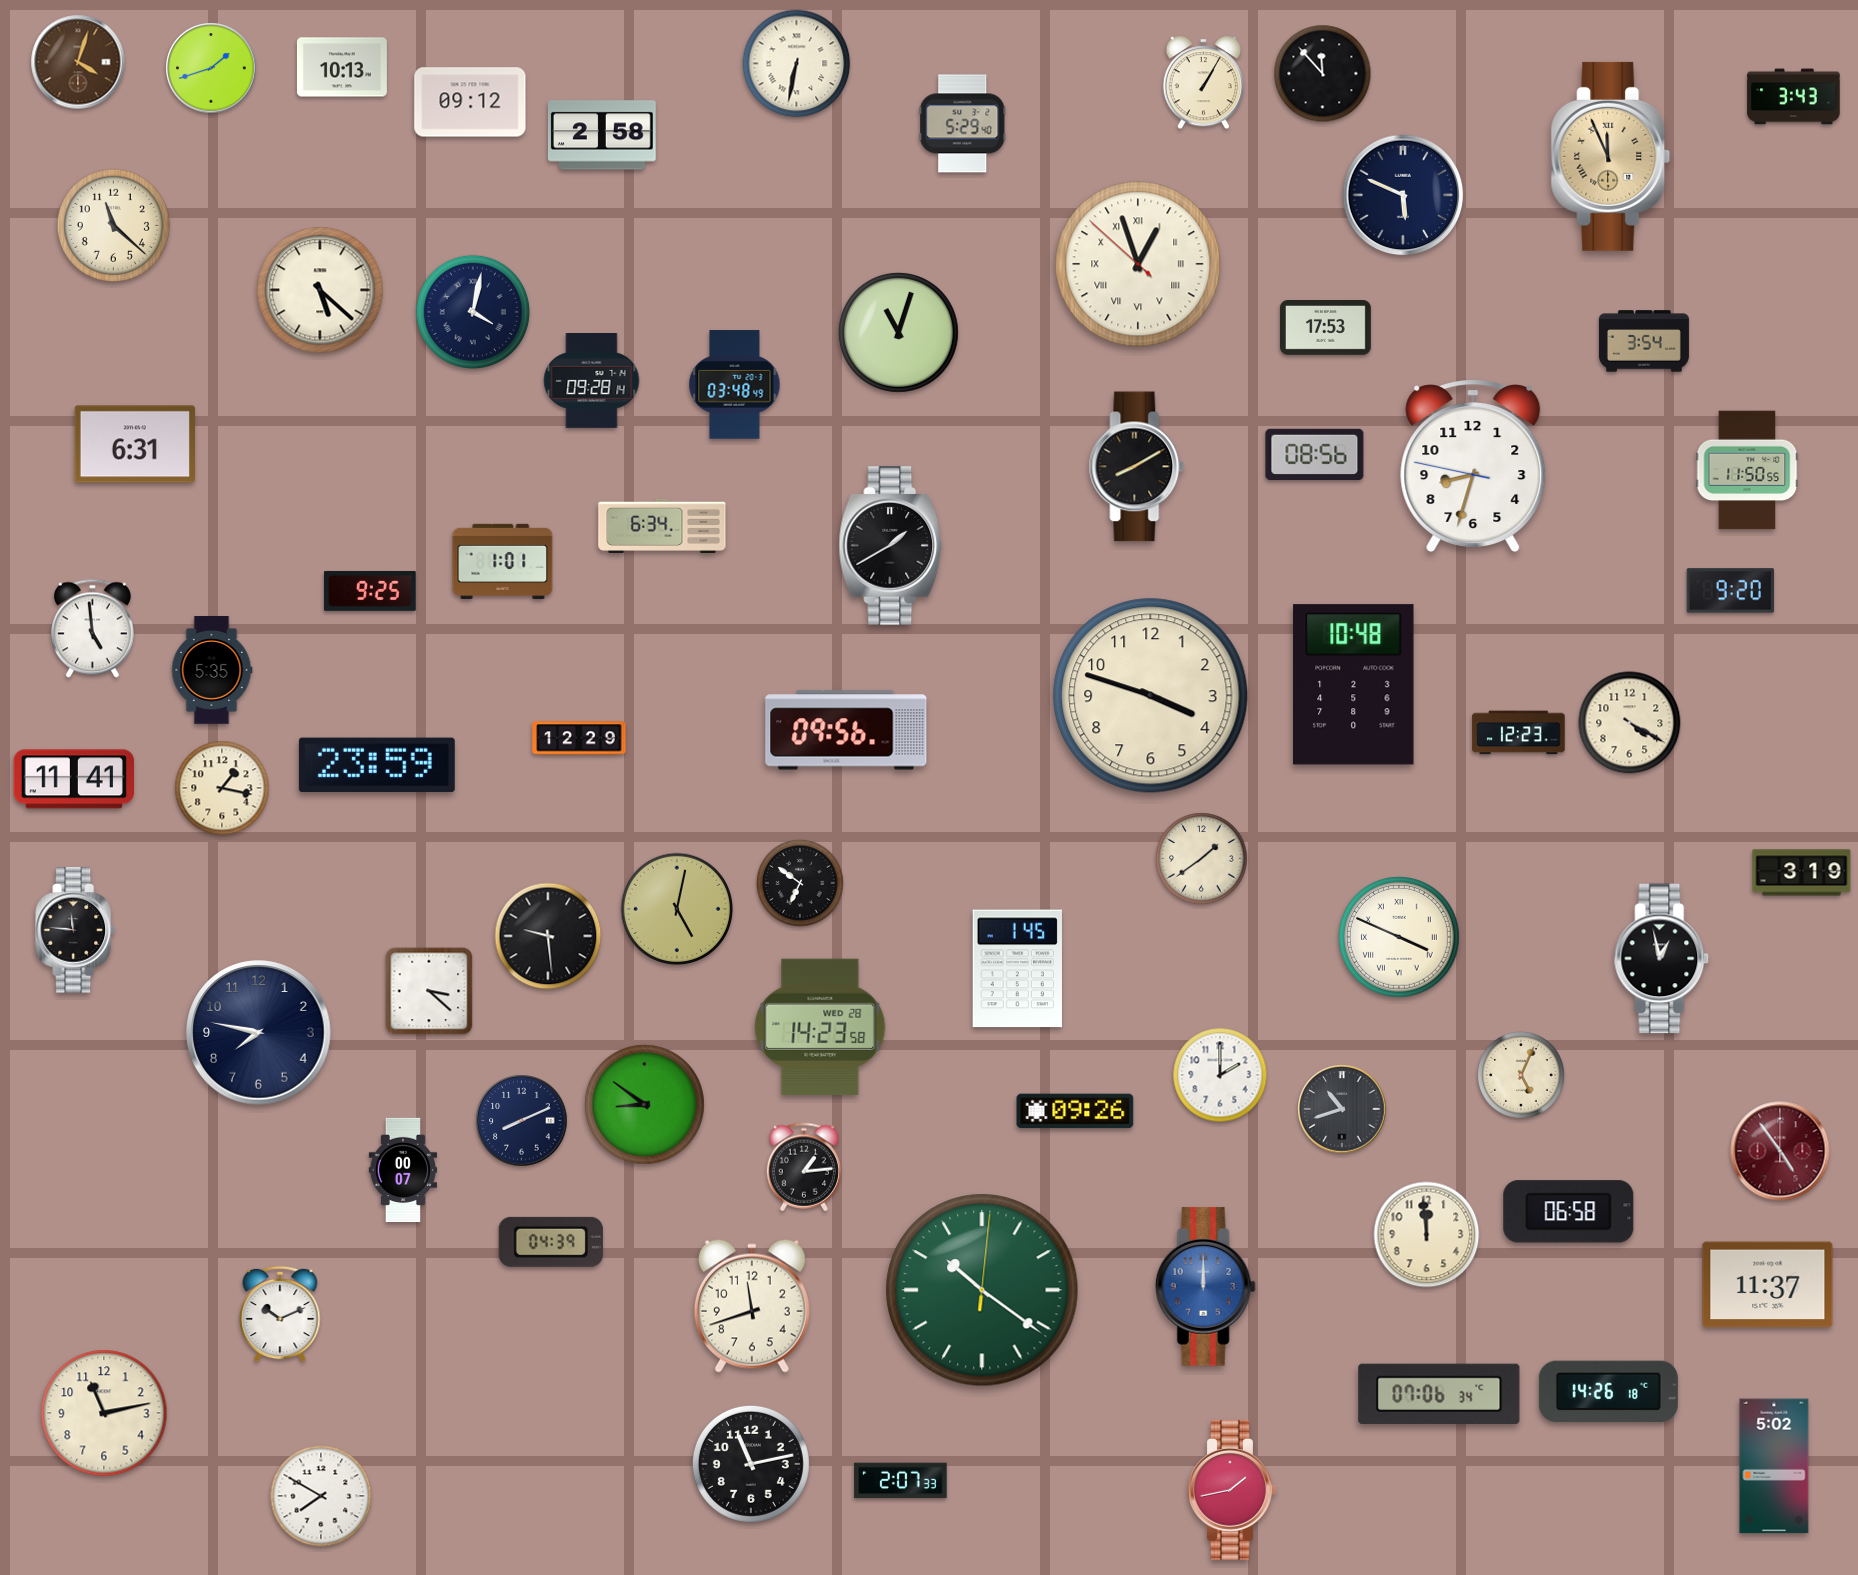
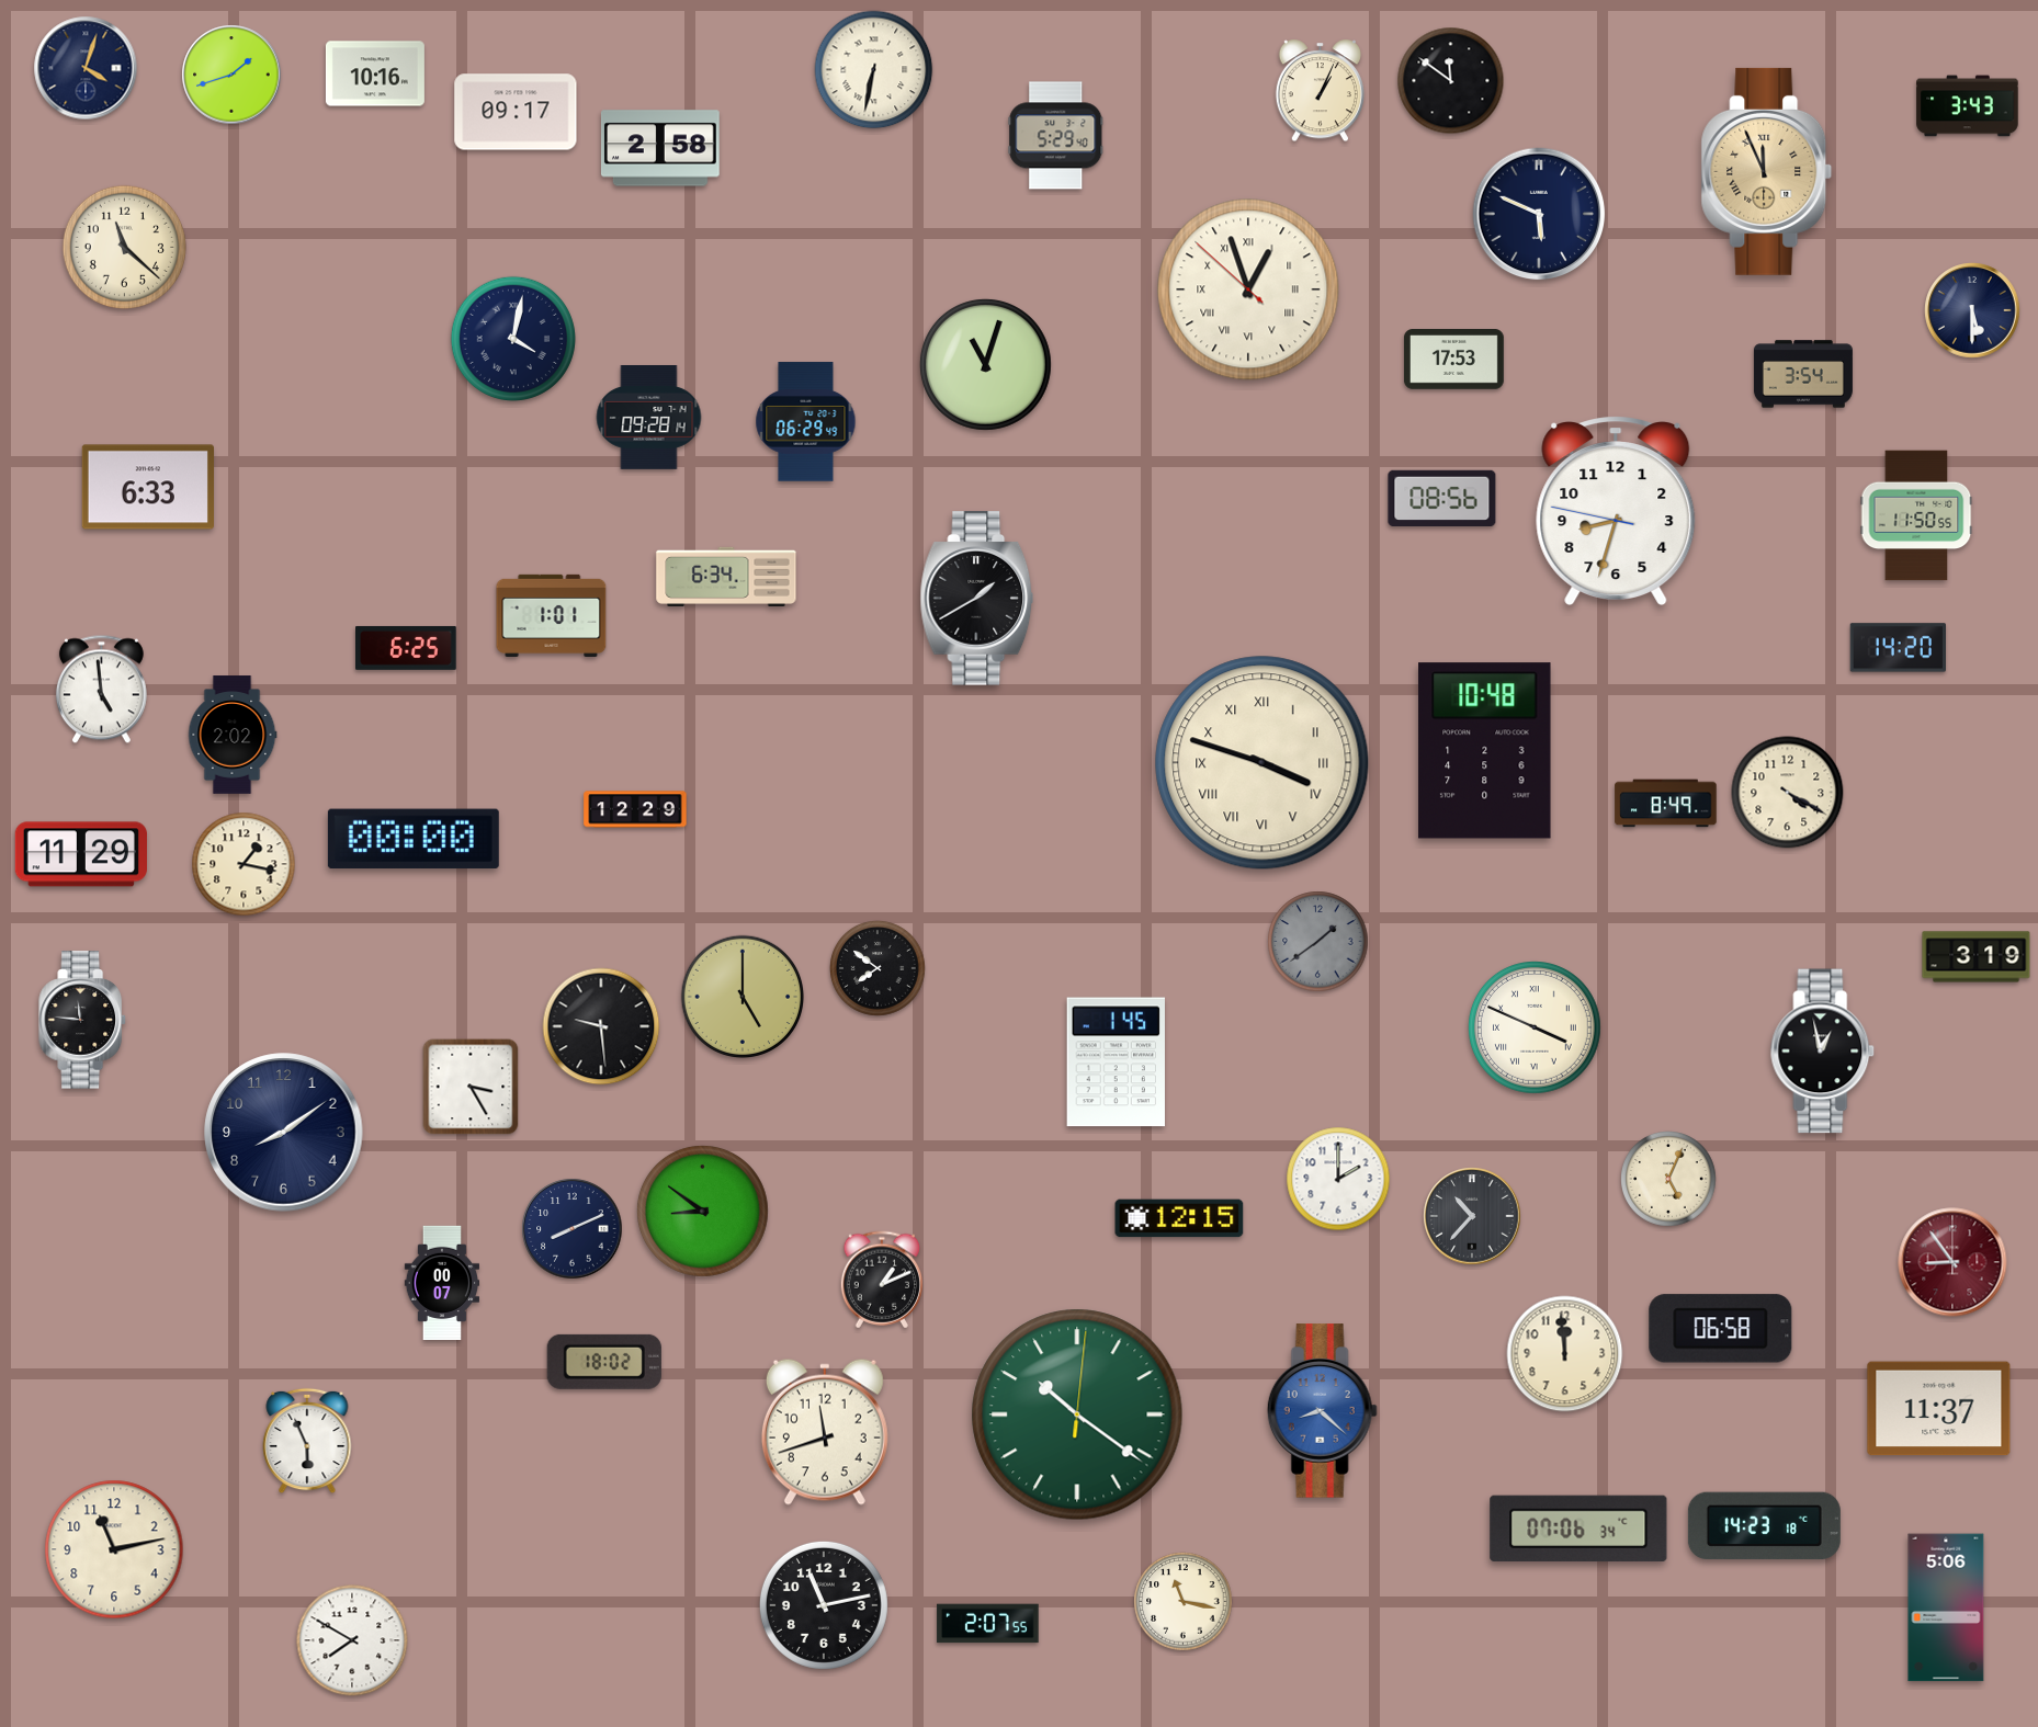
clock at (78, 62) dial: brown -> navy
clock at (342, 67): 10:13 -> 10:16
clock at (1323, 74): 11:53 -> 11:51
clock at (1203, 83): 1:05 -> 1:04
clock at (470, 102): 09:12 -> 09:17
clock at (1972, 310): none -> 5:30
clock at (320, 290): 5:22 -> none
clock at (473, 312) position: (473, 312) -> (513, 339)
clock at (735, 385): 03:48 -> 06:29
clock at (134, 444): 6:31 -> 6:33
clock at (1137, 467): 8:10 -> none
clock at (371, 591): 9:25 -> 6:25
clock at (1730, 591): 9:20 -> 14:20
clock at (212, 670): 5:35 -> 2:02
clock at (1151, 696) numerals: Arabic -> Roman
clock at (846, 730): 09:56 -> none
clock at (1519, 733): 12:23 -> 8:49
clock at (377, 765): 23:59 -> 00:00
clock at (74, 779): 11:41 -> 11:29
clock at (1202, 859) dial: cream -> grey
clock at (800, 883): 6:51 -> 7:51
clock at (676, 908): 5:02 -> 5:00
clock at (429, 991): 3:22 -> 3:25
clock at (820, 1027): 14:23 -> none
clock at (259, 1033): 7:47 -> 8:09
clock at (645, 1105) position: (645, 1105) -> (703, 1212)
clock at (1342, 1109): 10:42 -> 10:37
clock at (1075, 1111): 09:26 -> 12:15
clock at (1780, 1151): 4:54 -> 8:54
clock at (803, 1167): 1:14 -> 1:11
clock at (551, 1242): 04:39 -> 18:02
clock at (1205, 1287): 12:00 -> 8:22
clock at (280, 1314): 10:11 -> 5:56
clock at (1608, 1392): 14:26 -> 14:23
clock at (1184, 1602): none -> 11:17
clock at (1774, 1466): 5:02 -> 5:06
clock at (901, 1481): 2:07:33 -> 2:07:55
clock at (1232, 1490): 1:43 -> none
